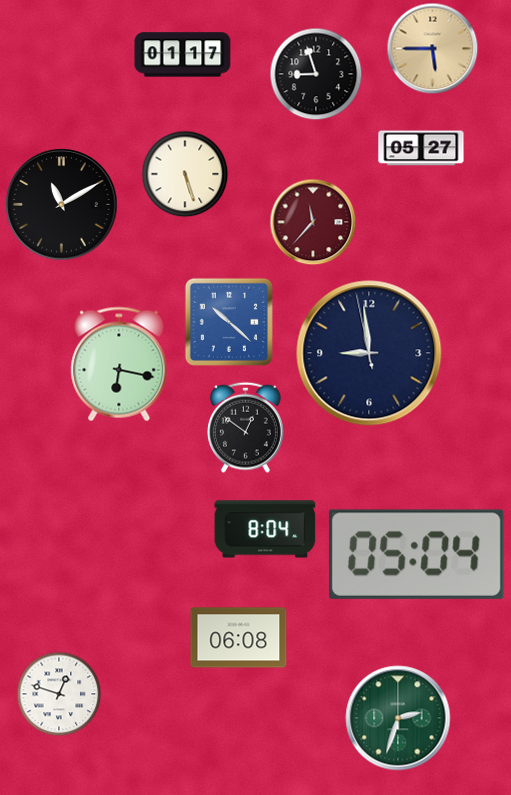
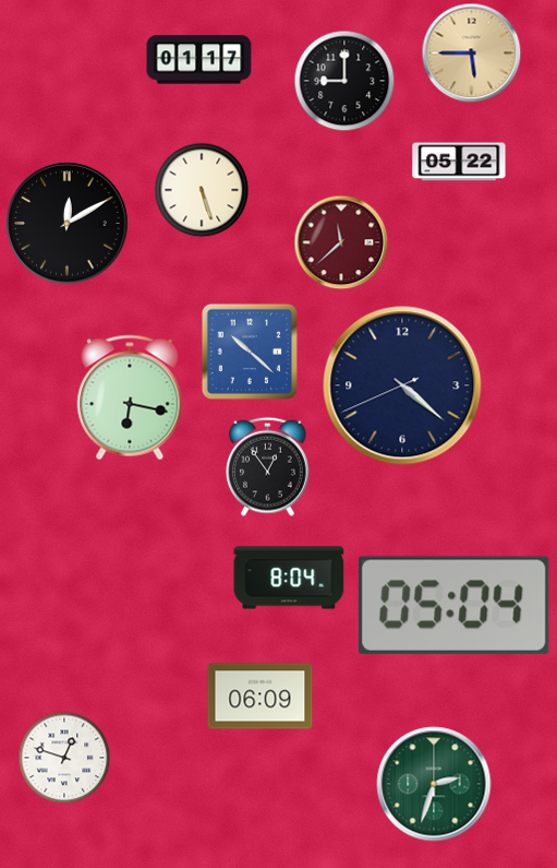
clock at (316, 74): 8:57 -> 9:00
clock at (421, 148): 05:27 -> 05:22
clock at (62, 205): 11:10 -> 12:10
clock at (313, 222): 11:37 -> 11:38
clock at (369, 353): 8:58 -> 4:21
clock at (245, 427): 12:51 -> 12:54
clock at (239, 638): 06:08 -> 06:09
